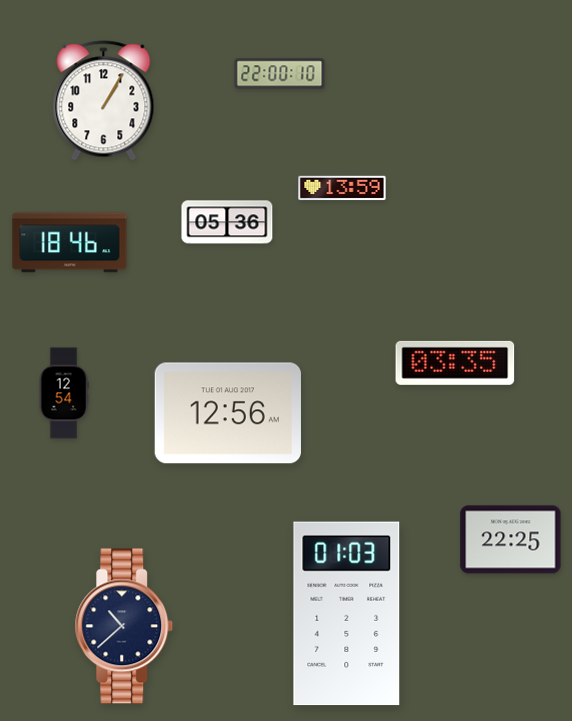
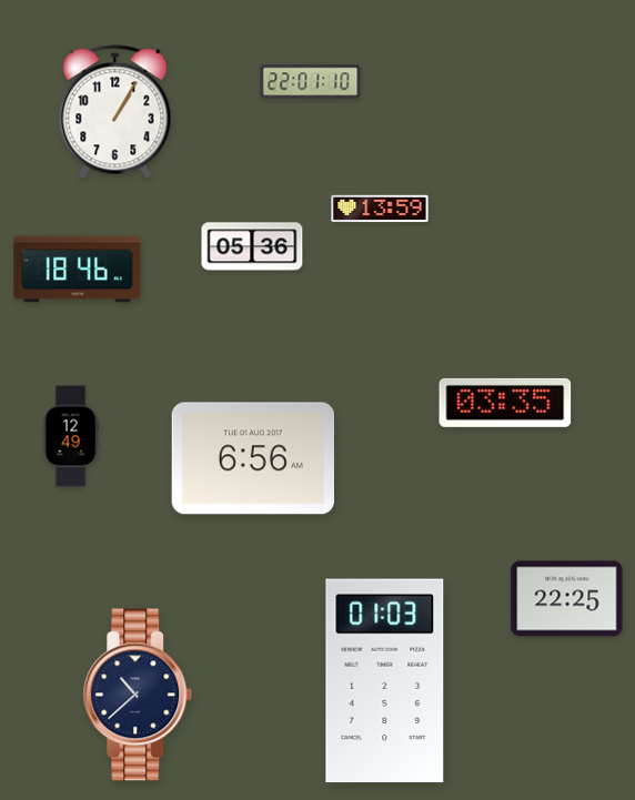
clock at (280, 74): 22:00 -> 22:01
clock at (64, 393): 12:54 -> 12:49
clock at (228, 413): 12:56 -> 6:56
